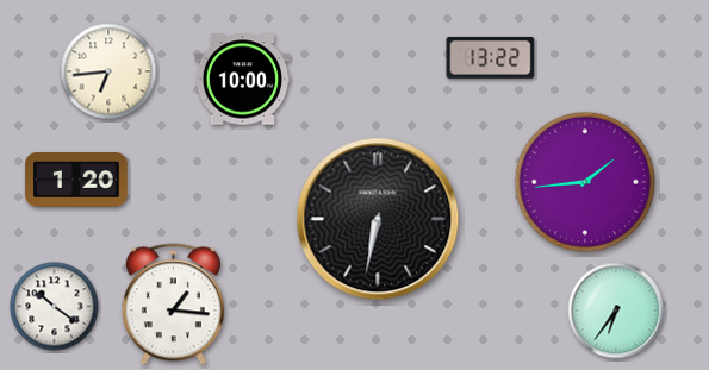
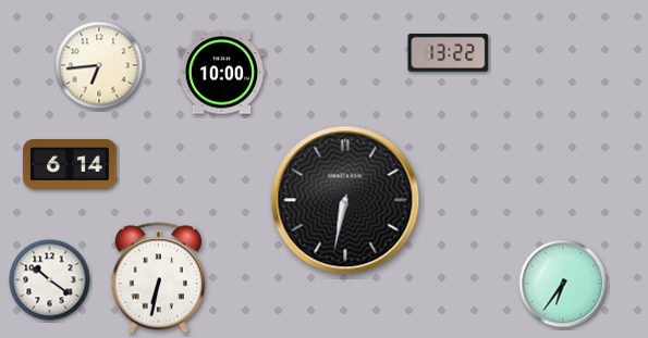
clock at (76, 180): 1:20 -> 6:14
clock at (585, 182): 1:44 -> none
clock at (173, 305): 1:16 -> 6:32
